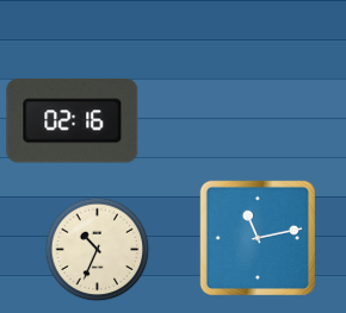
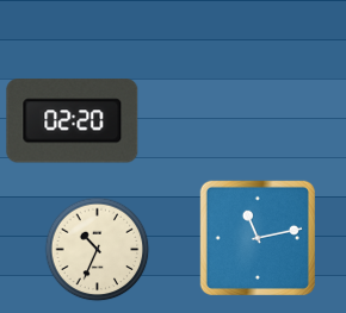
clock at (73, 121): 02:16 -> 02:20
